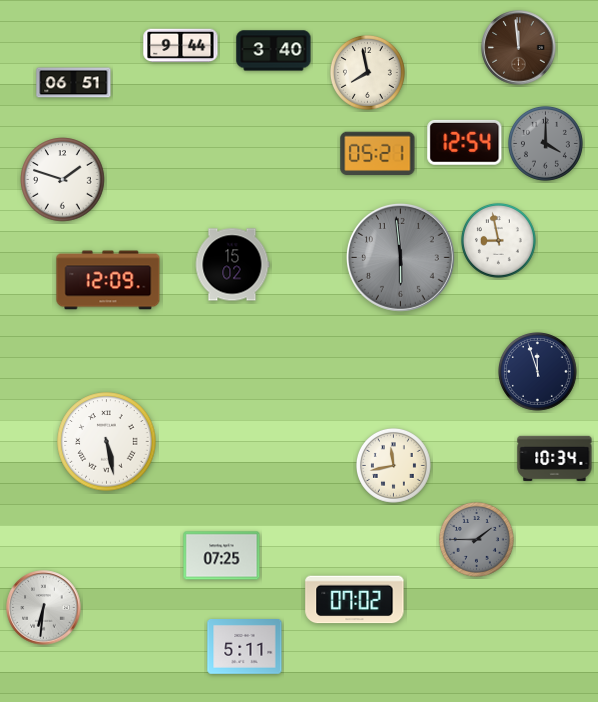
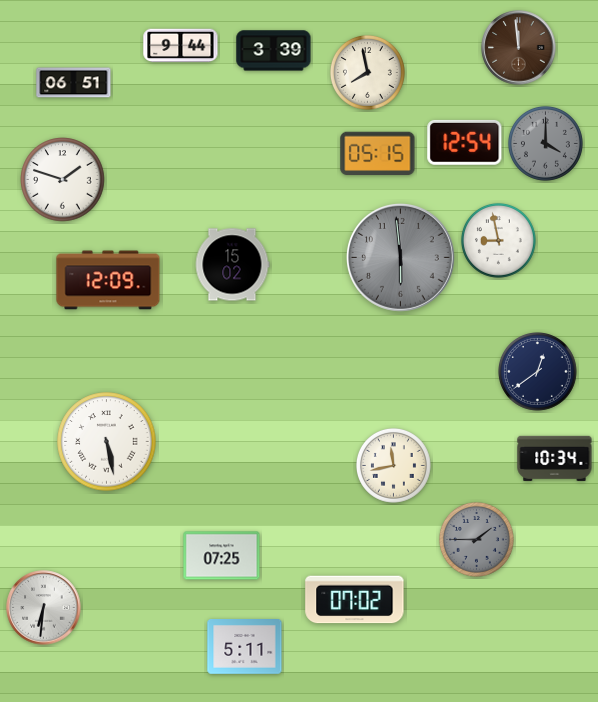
clock at (274, 51): 3:40 -> 3:39
clock at (378, 154): 05:21 -> 05:15
clock at (538, 372): 11:57 -> 12:39
